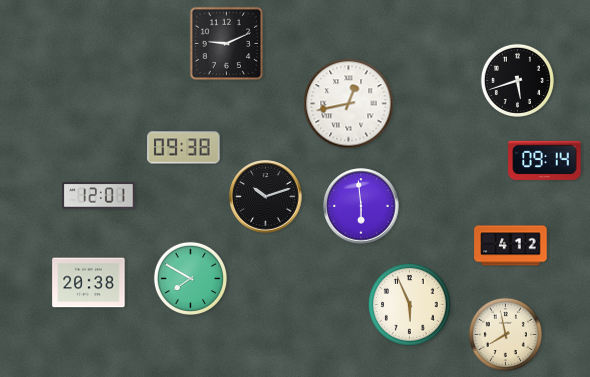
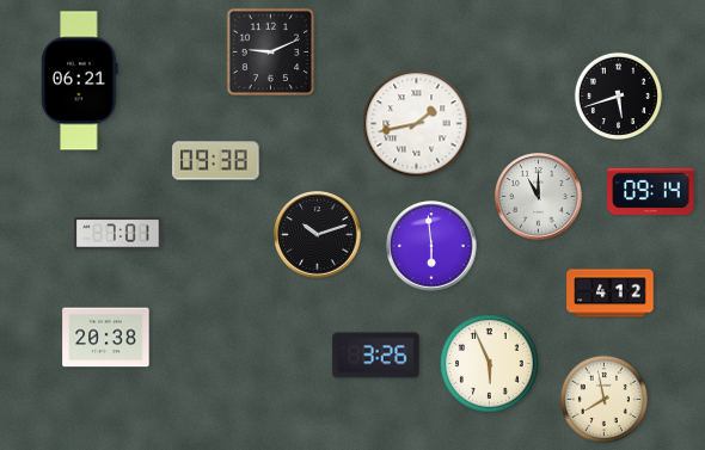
clock at (80, 81): none -> 06:21
clock at (349, 104): 12:43 -> 1:43
clock at (184, 148) position: (184, 148) -> (216, 161)
clock at (539, 197): none -> 11:00
clock at (99, 196): 12:01 -> 7:01
clock at (190, 278): 7:50 -> none
clock at (376, 356): none -> 3:26
